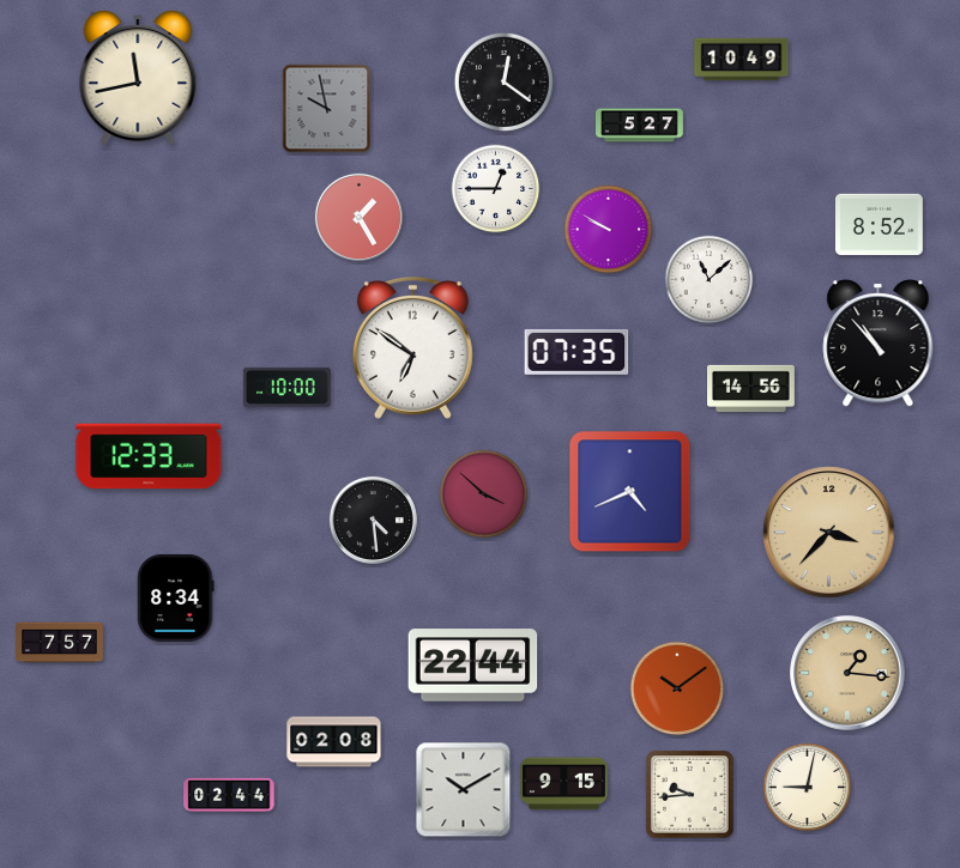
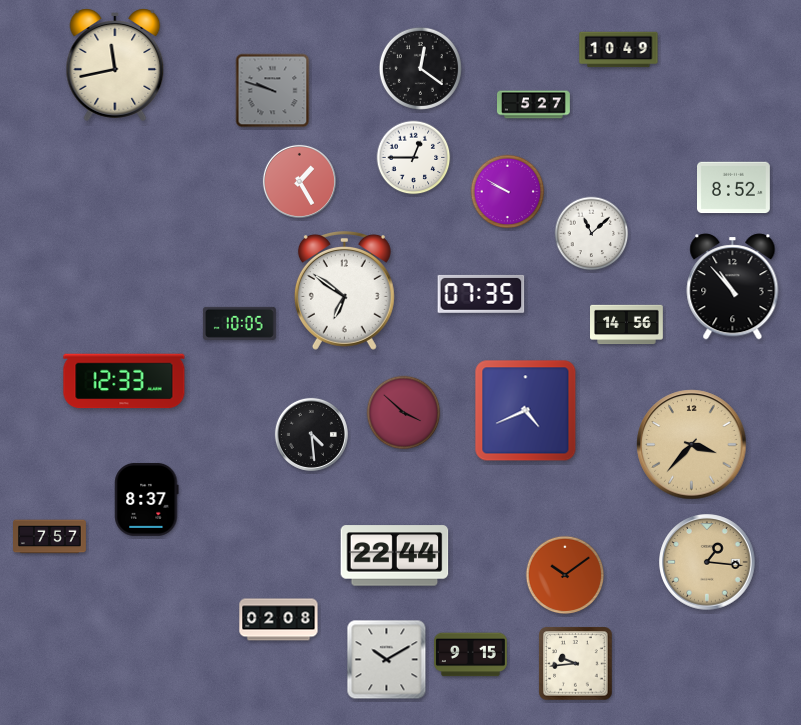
clock at (327, 109): 9:58 -> 9:48
clock at (286, 387): 10:00 -> 10:05
clock at (176, 597): 8:34 -> 8:37
clock at (808, 788): 9:02 -> none
clock at (229, 795): 02:44 -> none
